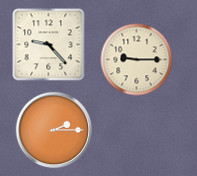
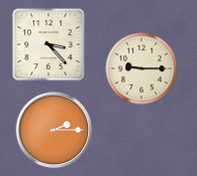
clock at (49, 45): 9:23 -> 3:23
clock at (137, 60) position: (137, 60) -> (142, 69)
